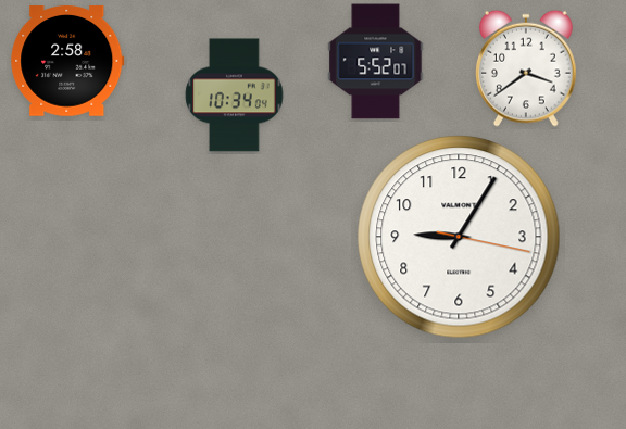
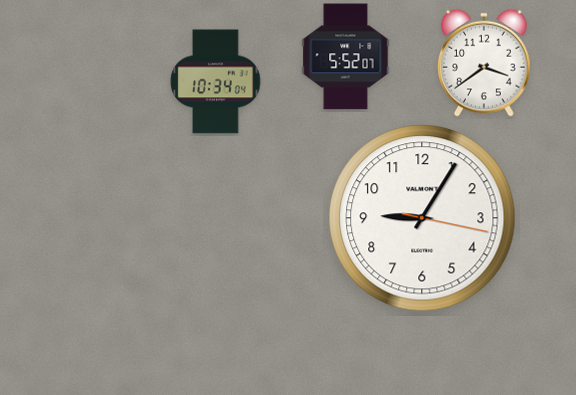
clock at (67, 62): 2:58 -> none
clock at (235, 96) position: (235, 96) -> (216, 82)
